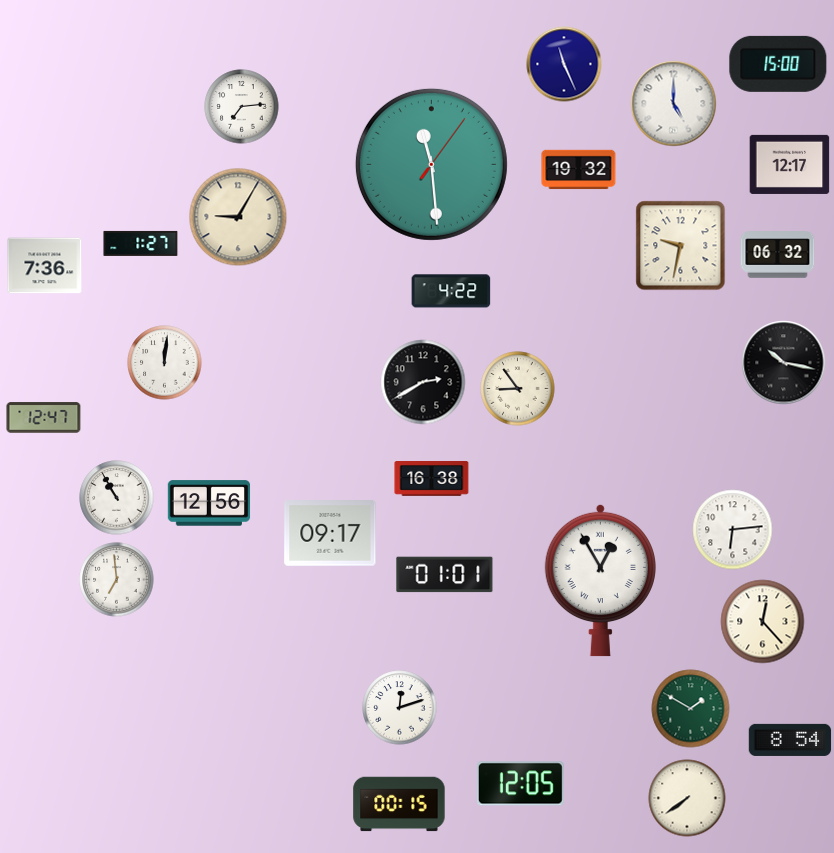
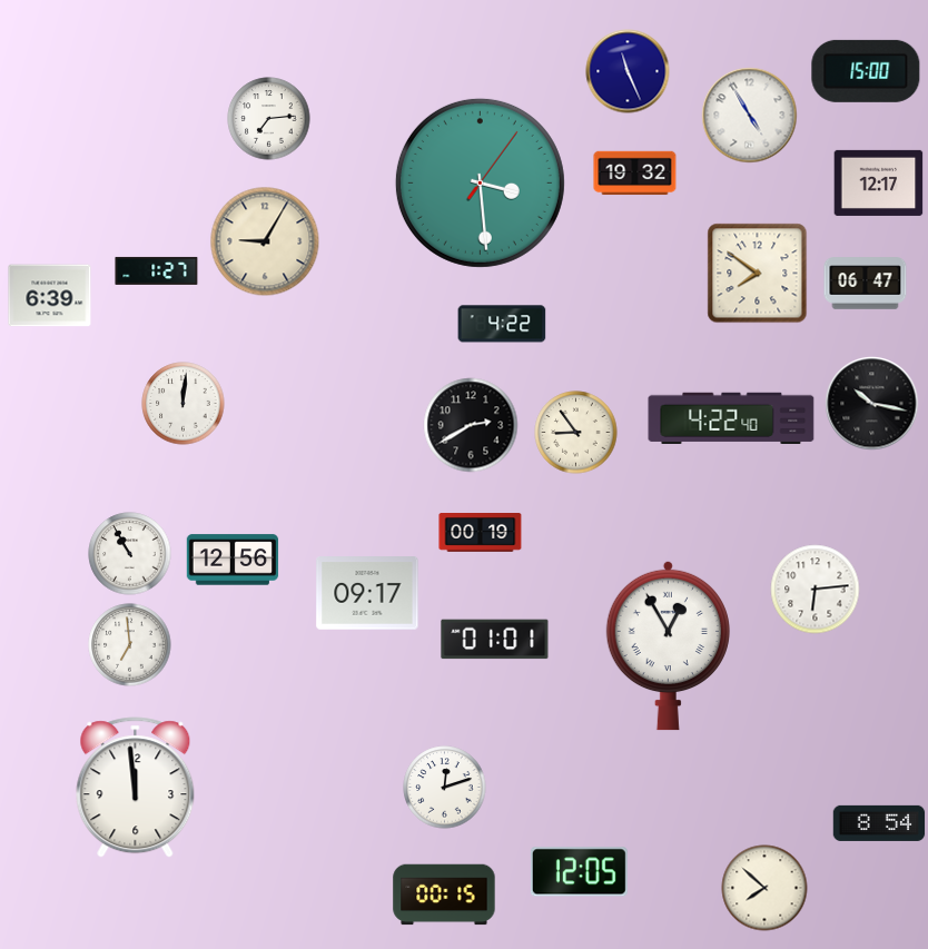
clock at (674, 104): 5:00 -> 4:55
clock at (431, 164): 11:29 -> 3:29
clock at (579, 170) position: (579, 170) -> (635, 174)
clock at (681, 246): 9:32 -> 7:51
clock at (778, 255): 06:32 -> 06:47
clock at (45, 266): 7:36 -> 6:39
clock at (731, 418): none -> 4:22
clock at (44, 418): 12:47 -> none
clock at (432, 479): 16:38 -> 00:19
clock at (763, 622): 12:23 -> none
clock at (136, 788): none -> 11:59
clock at (691, 709): 1:50 -> none
clock at (687, 798): 7:39 -> 7:52
